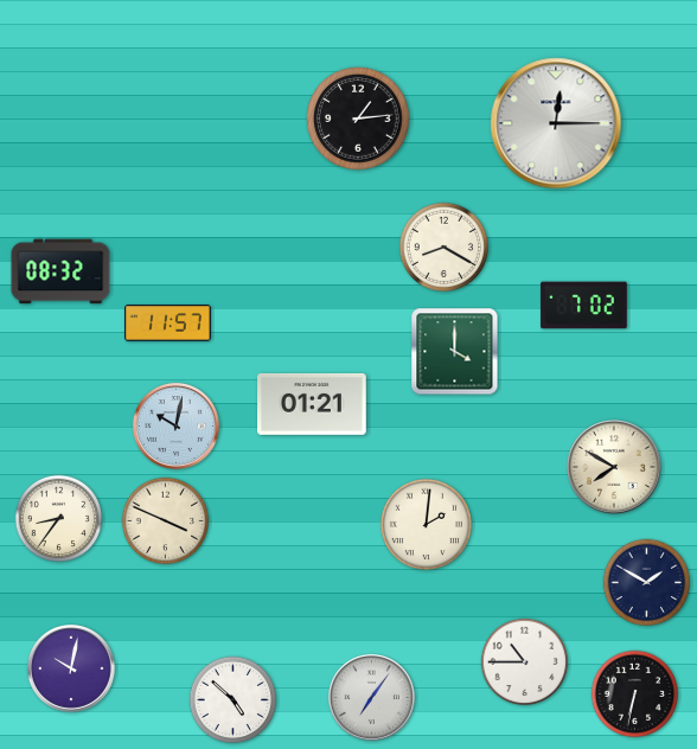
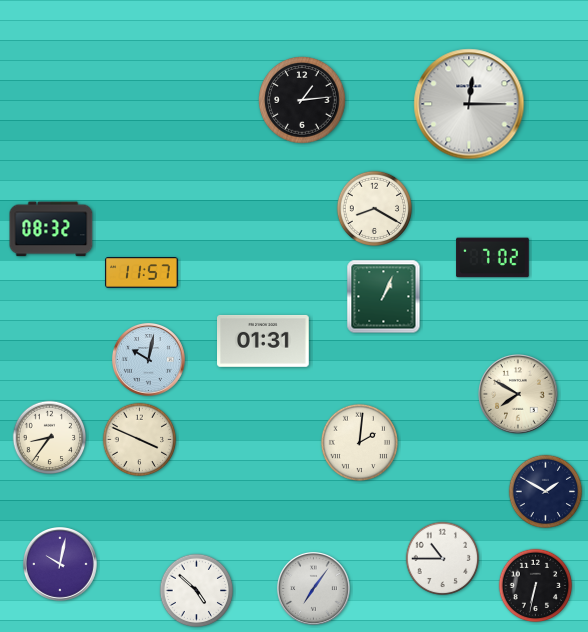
clock at (455, 352): 4:00 -> 1:04
clock at (313, 404): 01:21 -> 01:31
